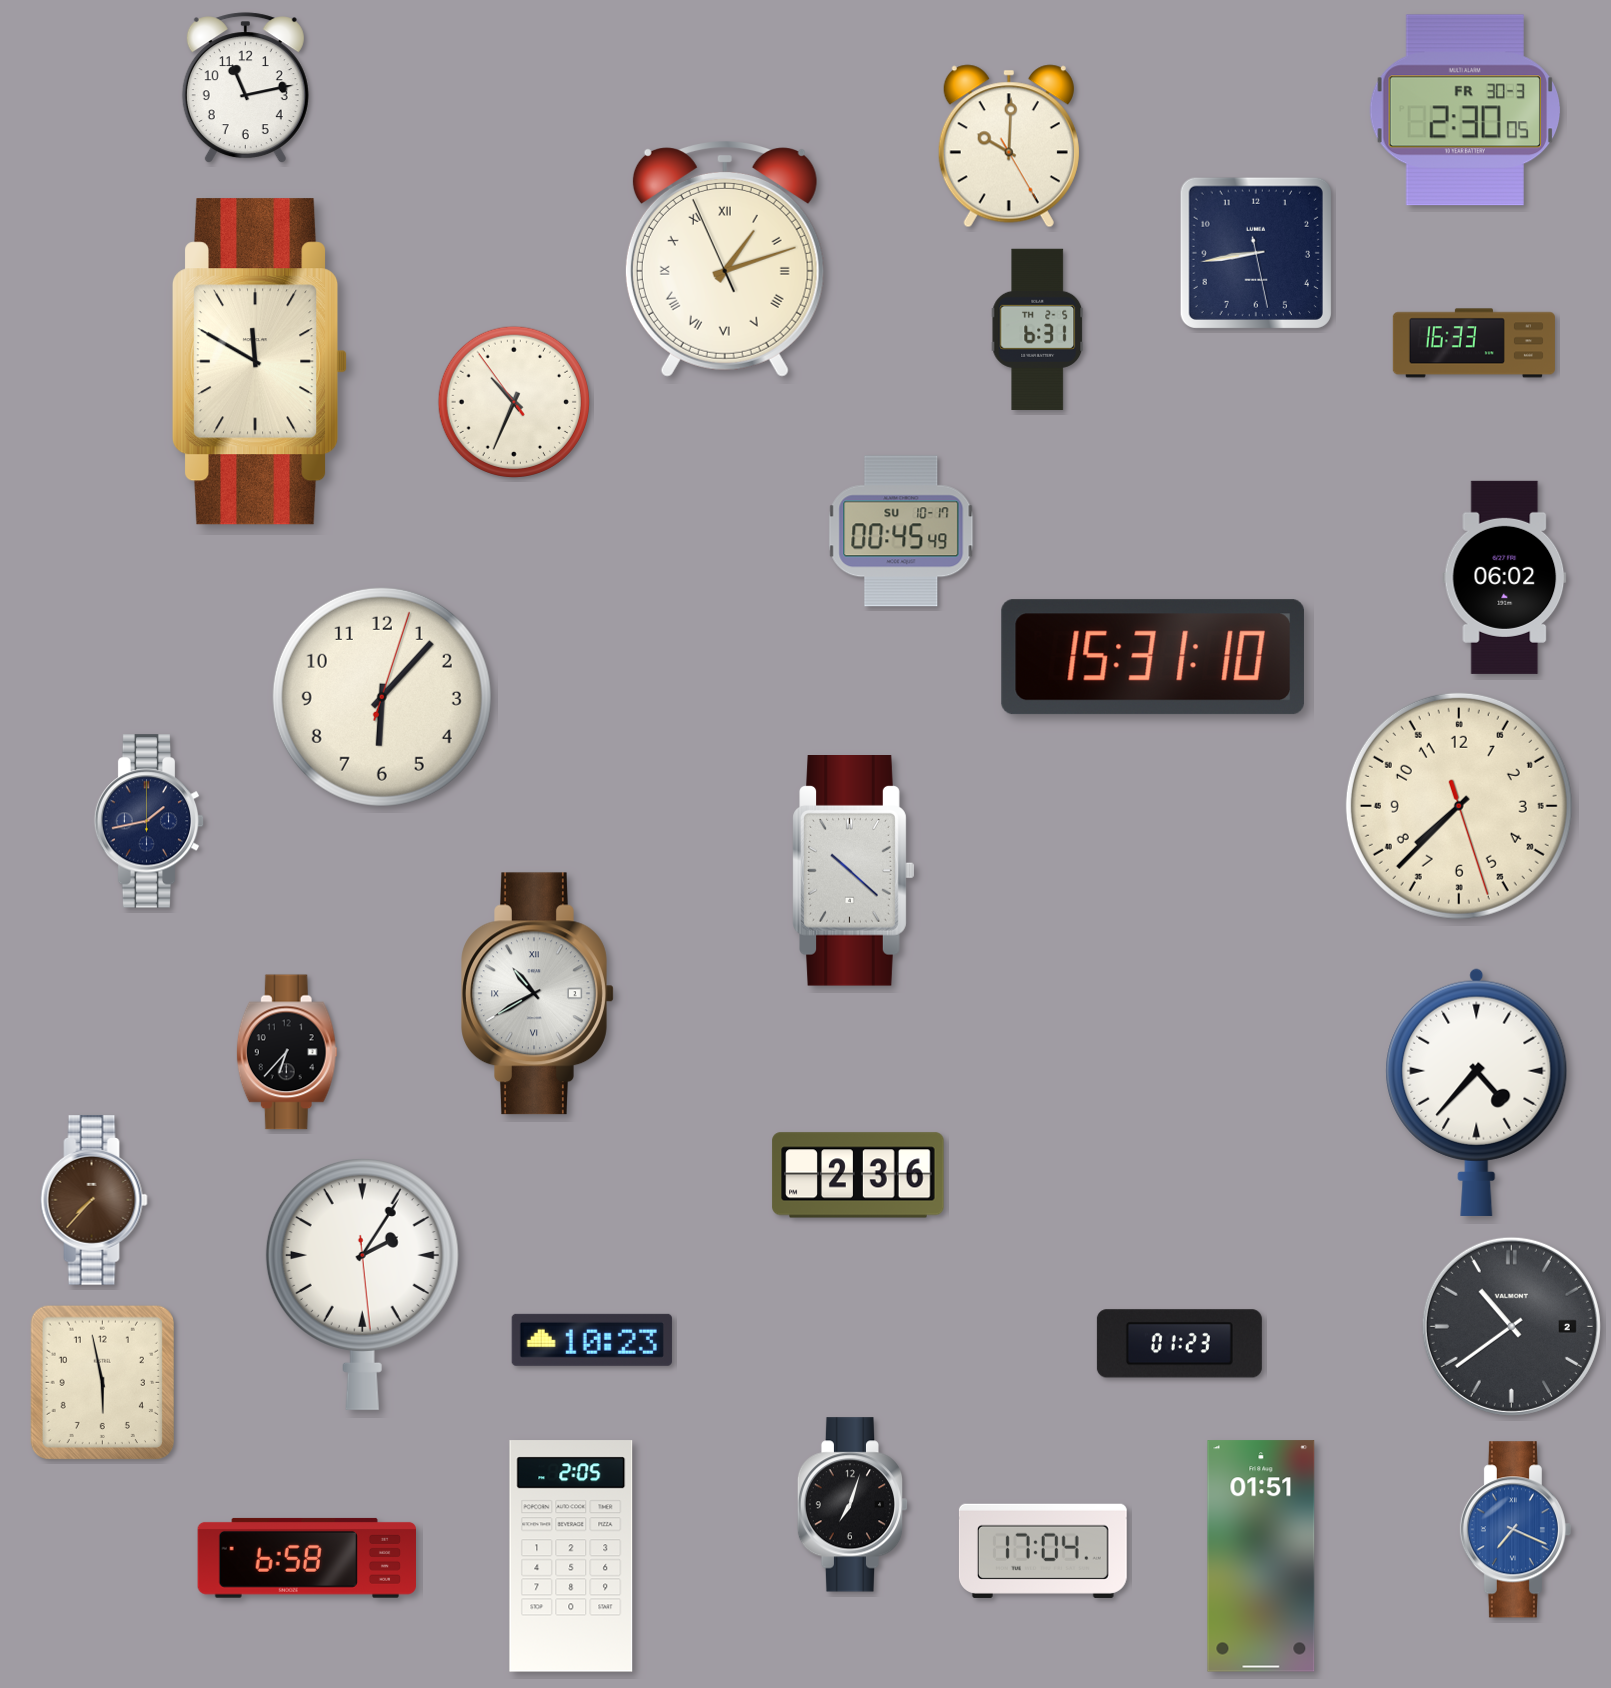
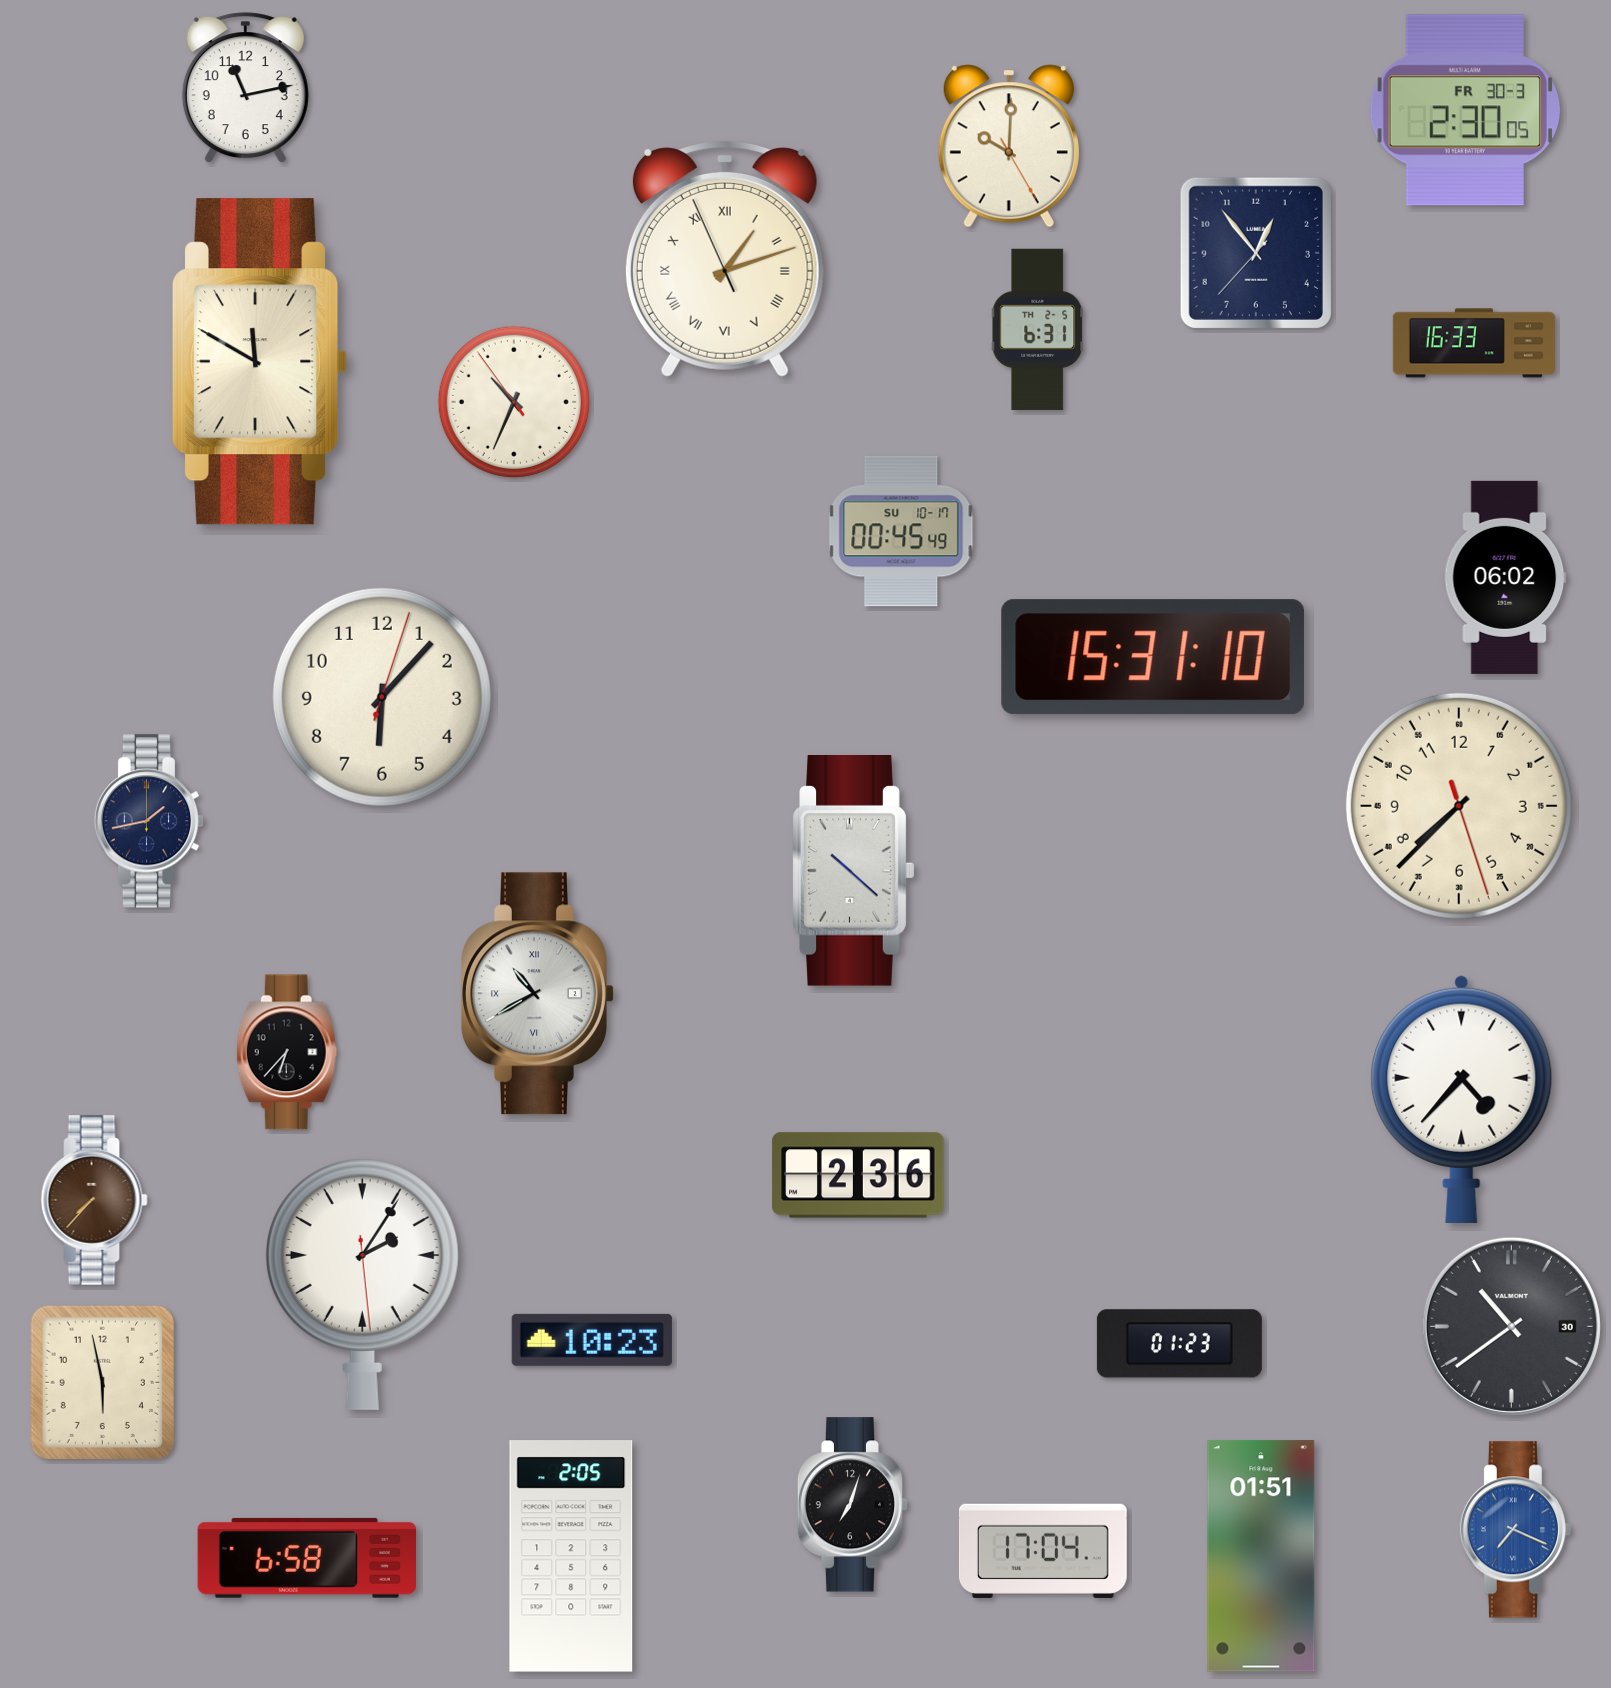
clock at (1256, 253): 8:43 -> 12:53
clock at (1477, 1092) position: (1477, 1092) -> (1462, 1099)
clock at (1511, 1326) date: 2 -> 30
